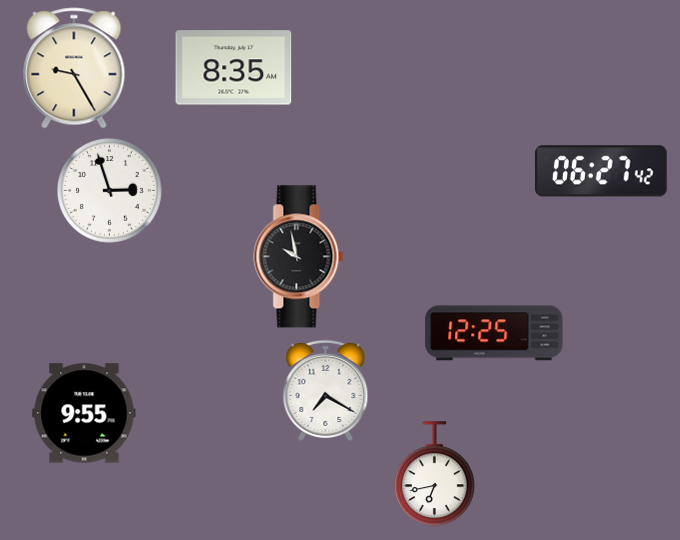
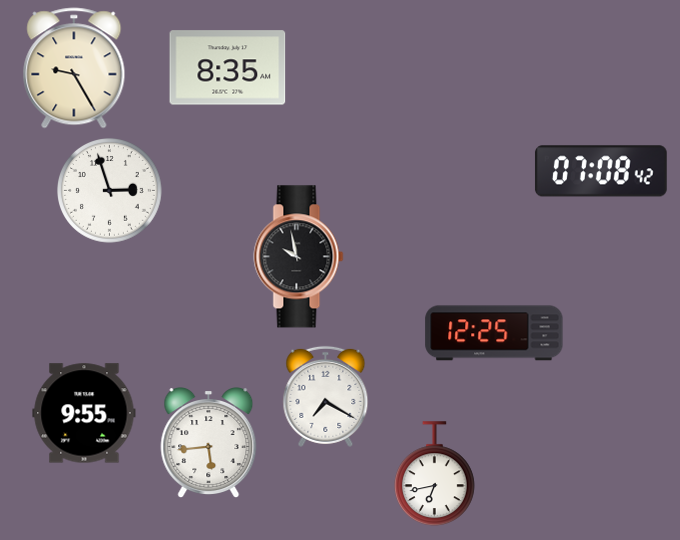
clock at (234, 68) position: (234, 68) -> (228, 68)
clock at (601, 171): 06:27 -> 07:08
clock at (326, 390) position: (326, 390) -> (326, 396)
clock at (209, 443): none -> 5:44
